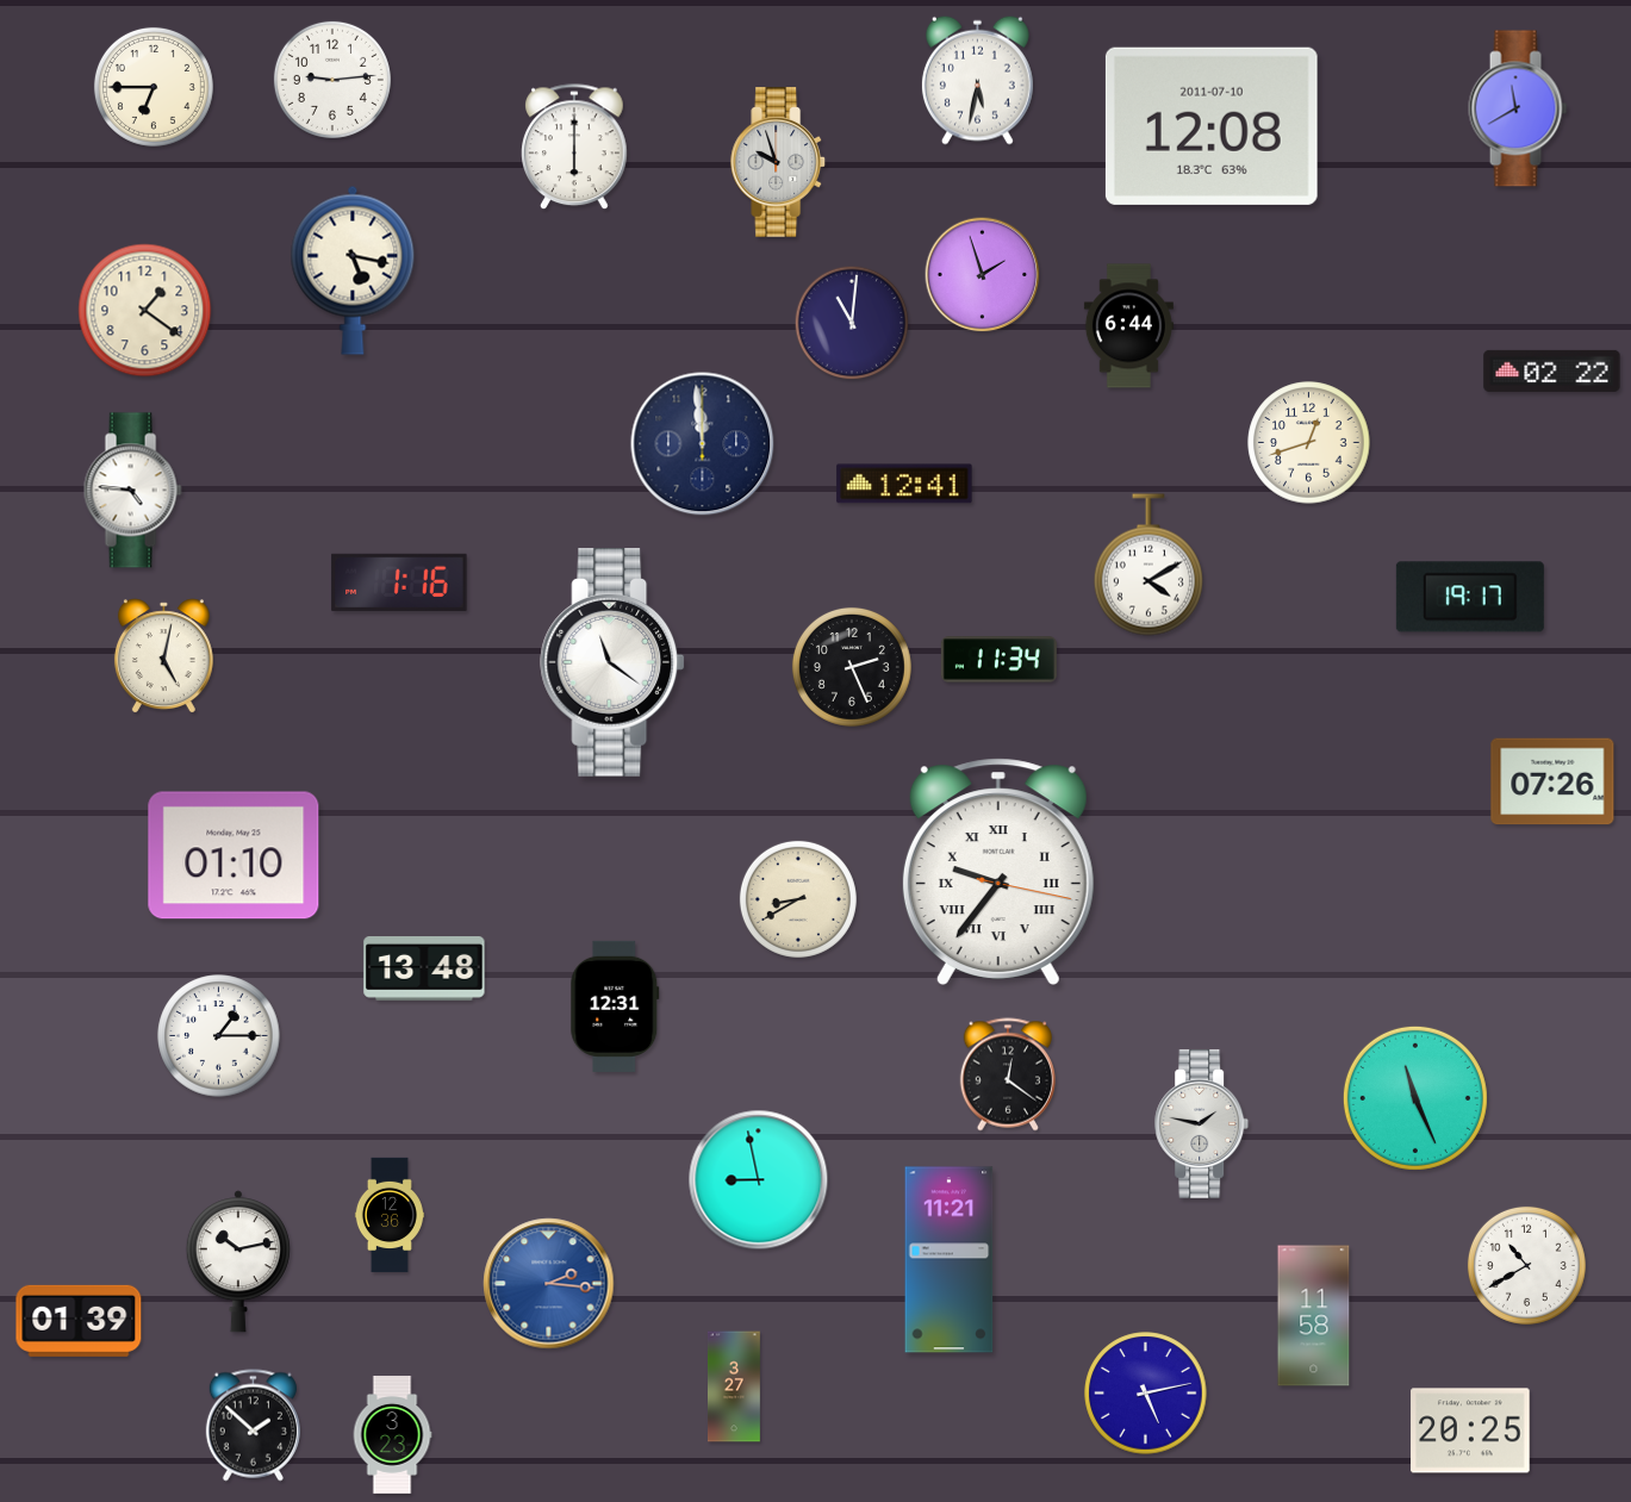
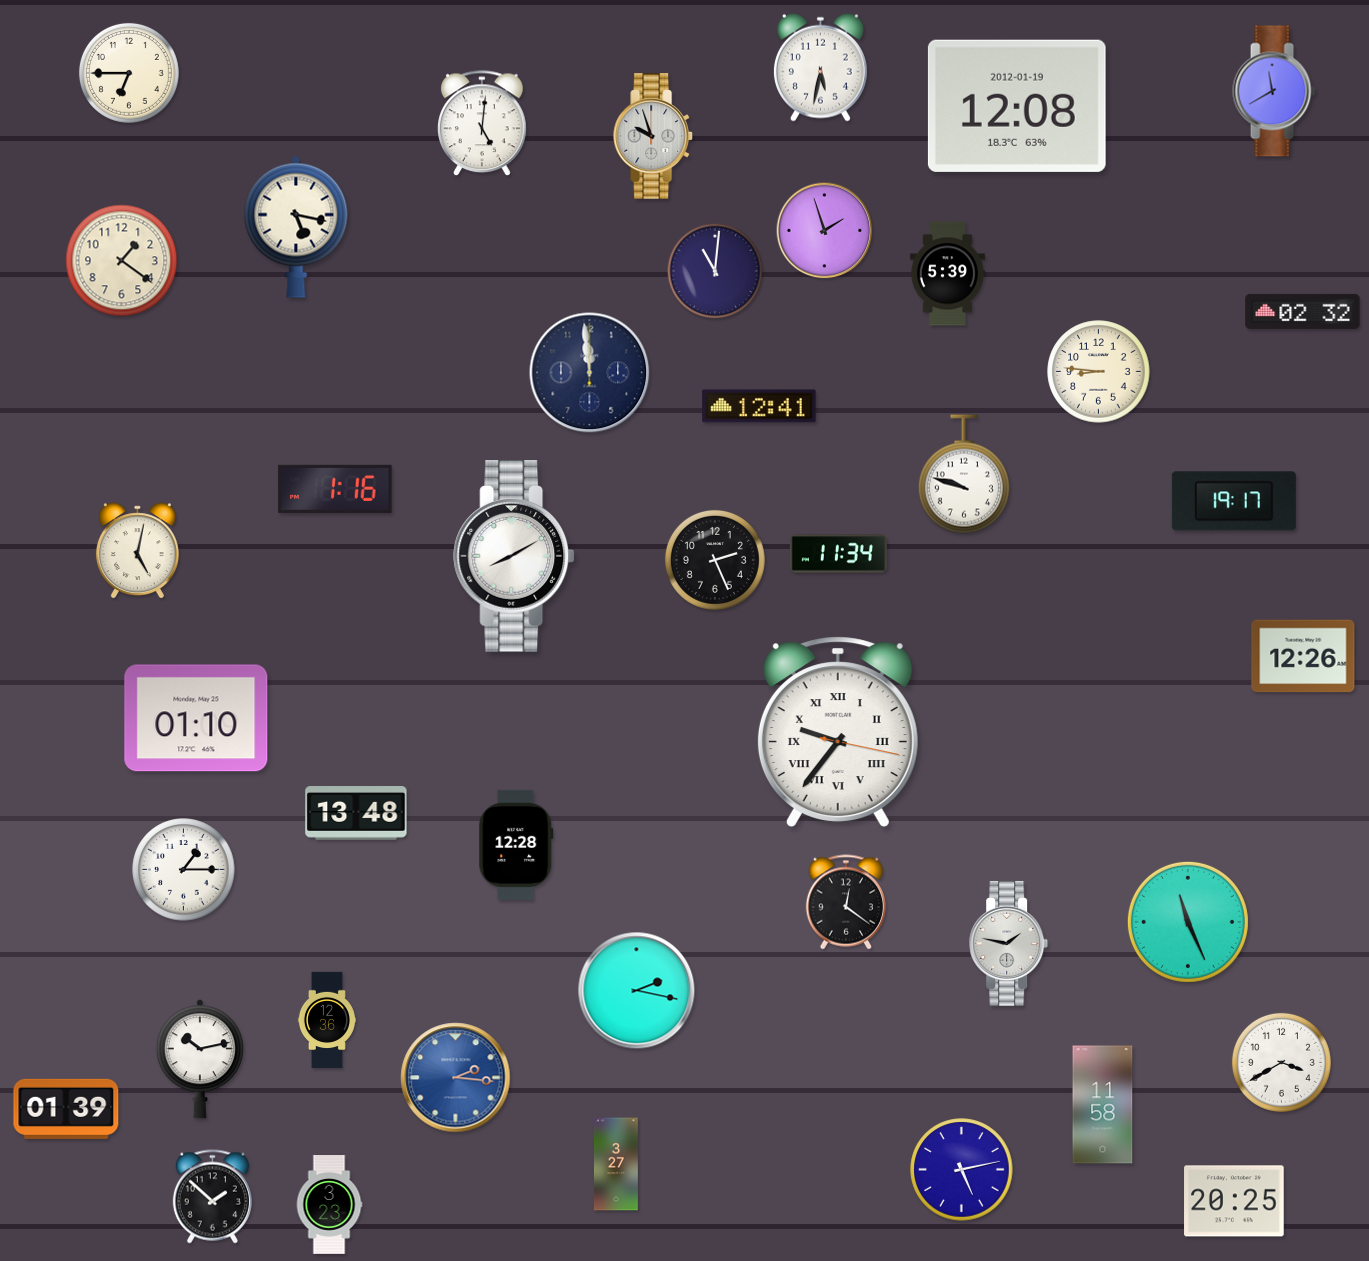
clock at (332, 80): 9:14 -> none
clock at (1212, 126) date: 2011-07-10 -> 2012-01-19
clock at (575, 148): 6:00 -> 5:01
clock at (1128, 326): 6:44 -> 5:39
clock at (1552, 370): 02:22 -> 02:32
clock at (1309, 443): 12:42 -> 8:46
clock at (132, 491): 4:46 -> none
clock at (1148, 565): 4:10 -> 9:48
clock at (612, 662): 11:21 -> 8:10
clock at (1552, 781): 07:26 -> 12:26
clock at (798, 899): 8:40 -> none
clock at (615, 1006): 12:31 -> 12:28
clock at (759, 1180): 8:58 -> 2:17
clock at (950, 1260): 11:21 -> none
clock at (1526, 1265): 10:40 -> 3:40
clock at (549, 1284) position: (549, 1284) -> (456, 1078)
